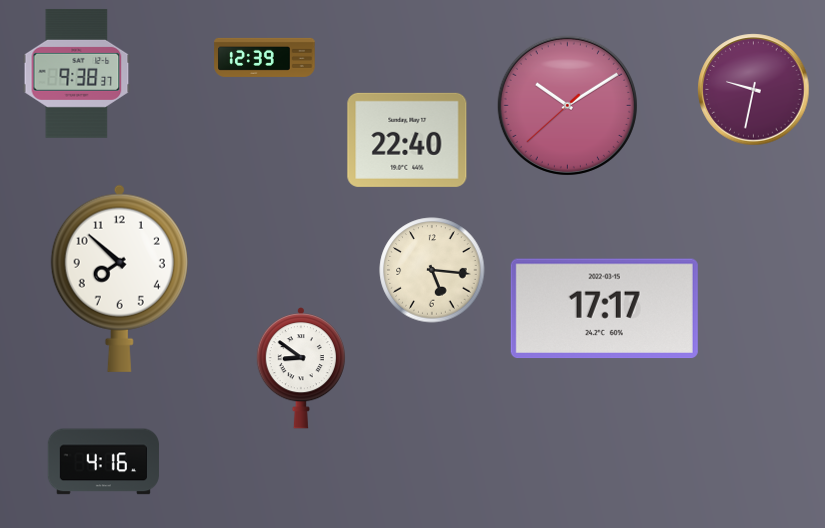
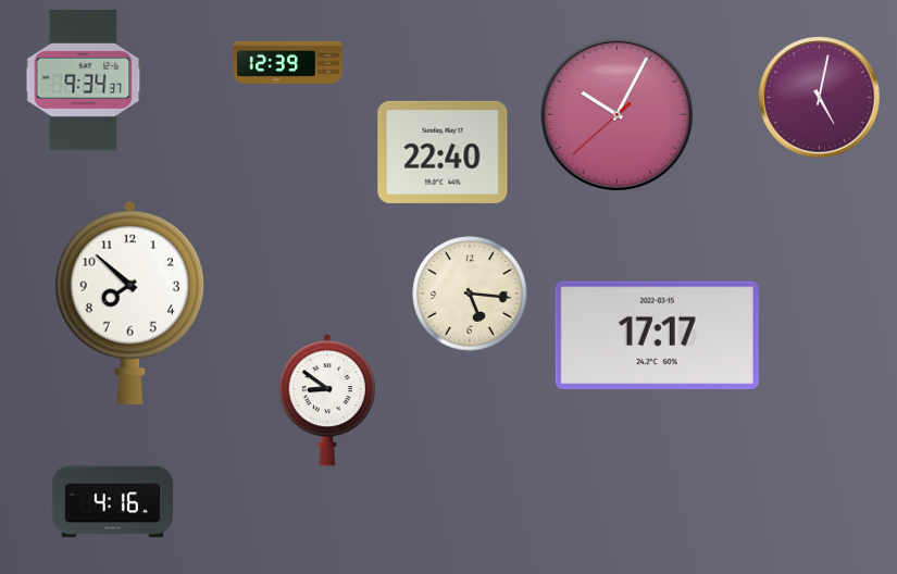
clock at (77, 73): 9:38 -> 9:34
clock at (754, 90): 9:32 -> 5:02
clock at (567, 105): 10:09 -> 10:04
